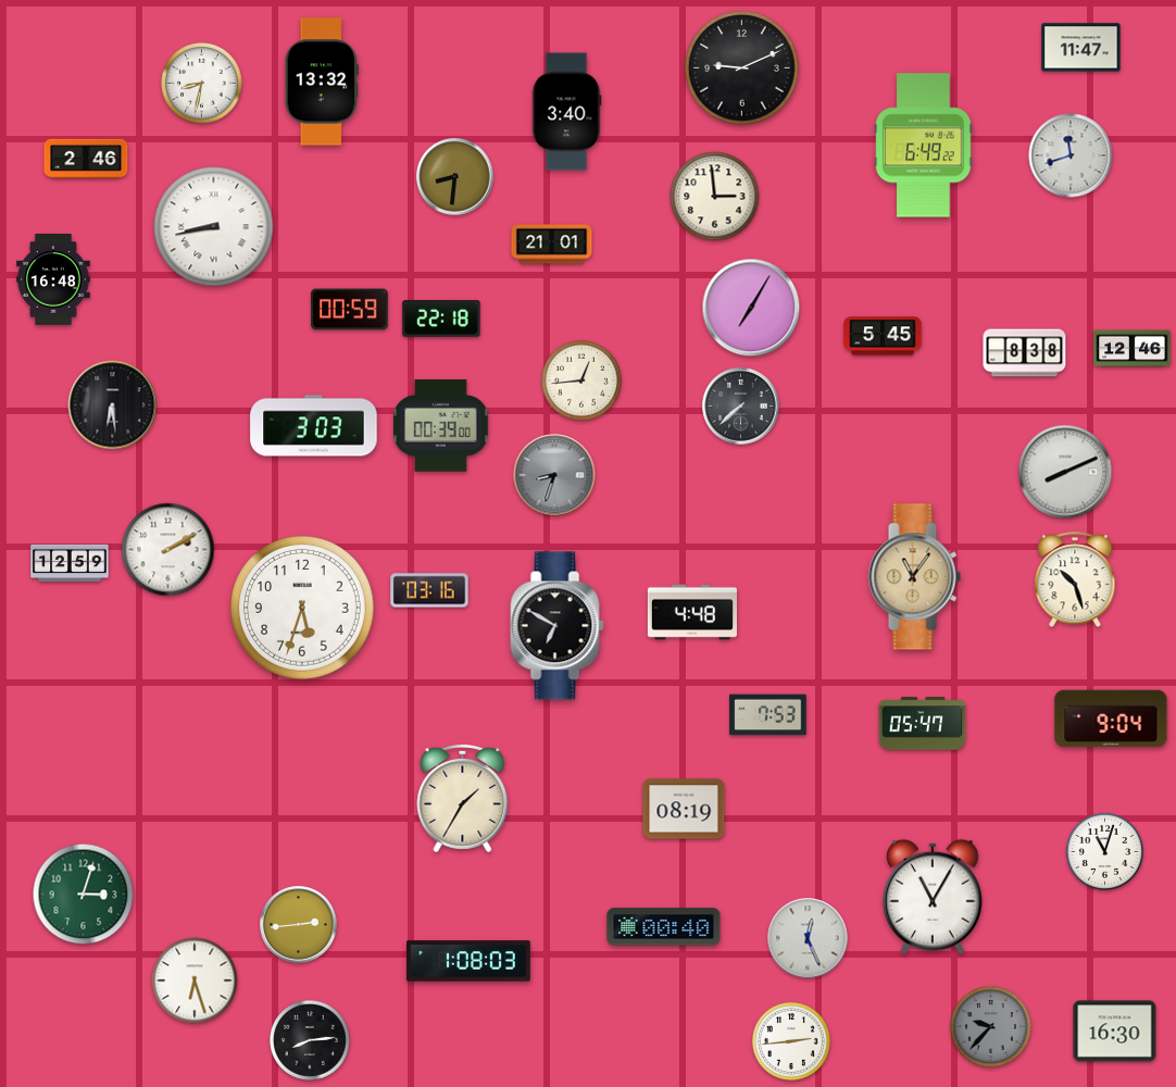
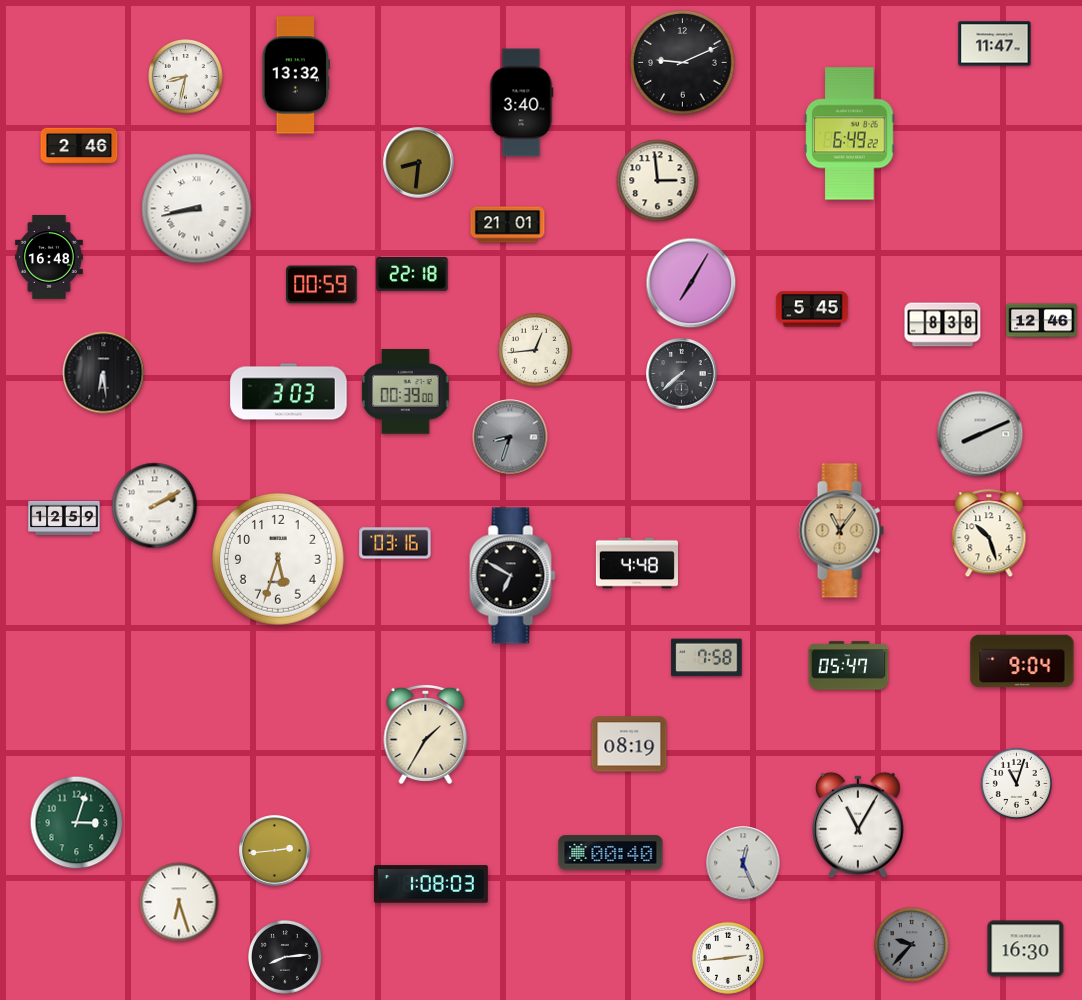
clock at (1071, 155): 11:42 -> none
clock at (441, 320) position: (441, 320) -> (412, 275)
clock at (768, 715): 7:53 -> 7:58
